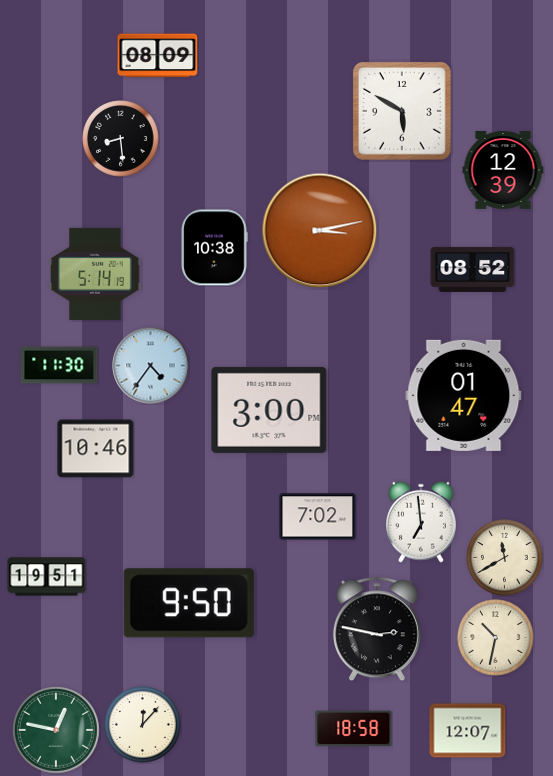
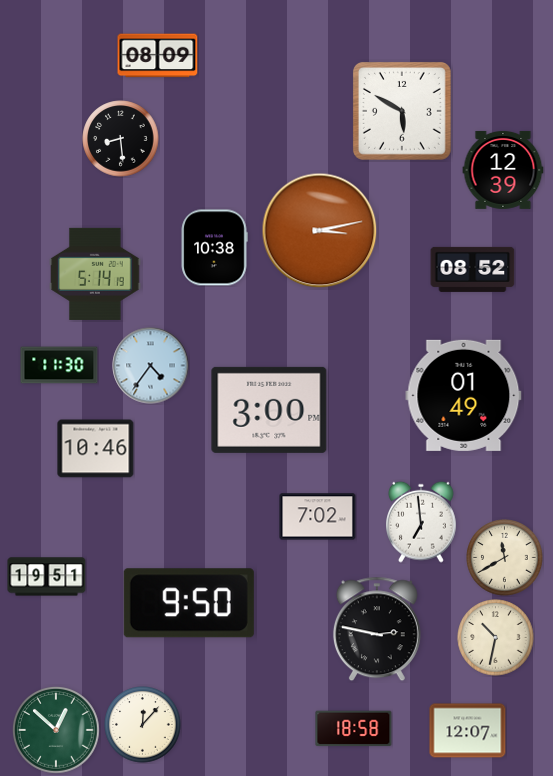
clock at (464, 395): 01:47 -> 01:49
clock at (57, 731): 12:47 -> 12:52
